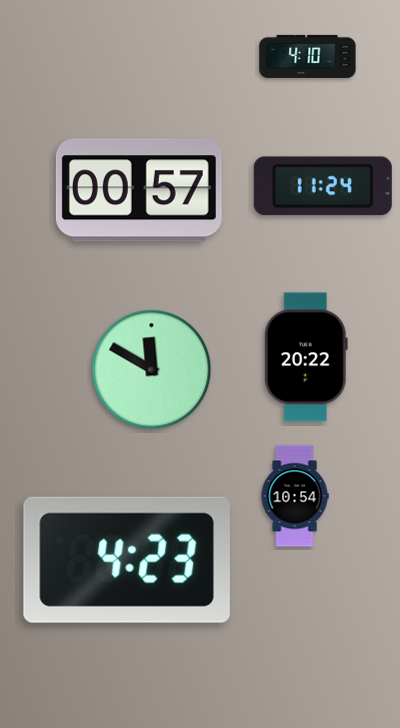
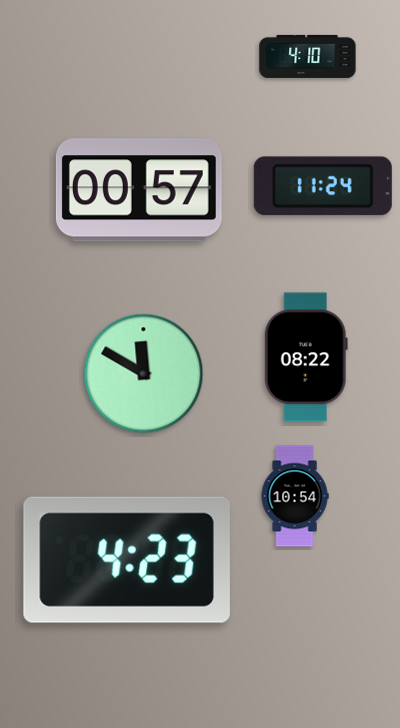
clock at (306, 357): 20:22 -> 08:22
clock at (152, 370) position: (152, 370) -> (144, 374)
